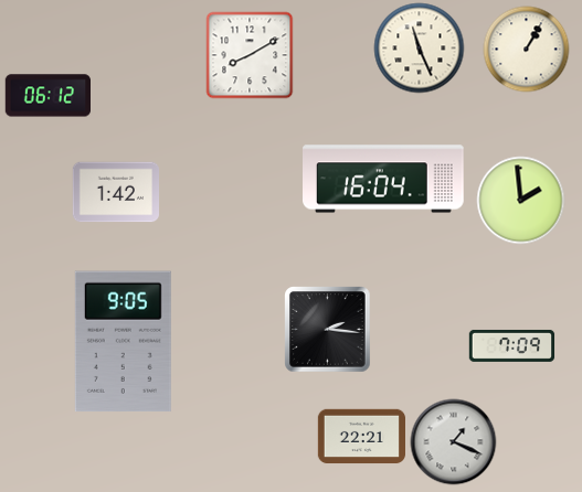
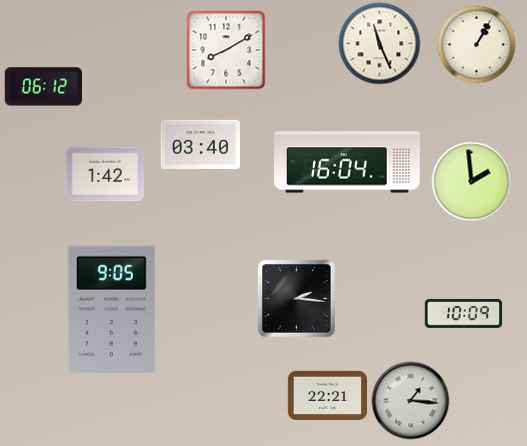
clock at (200, 144): none -> 03:40
clock at (511, 345): 7:09 -> 10:09
clock at (453, 441): 1:19 -> 1:16
